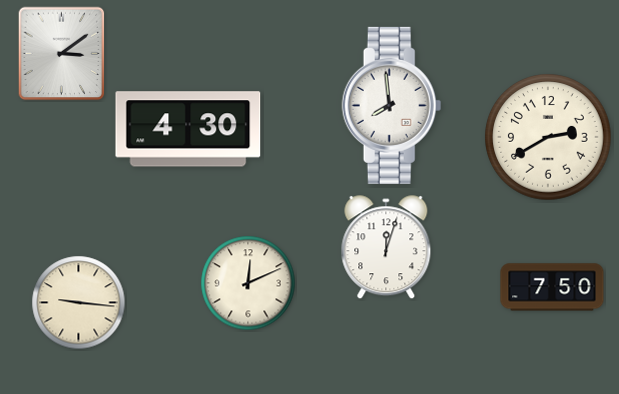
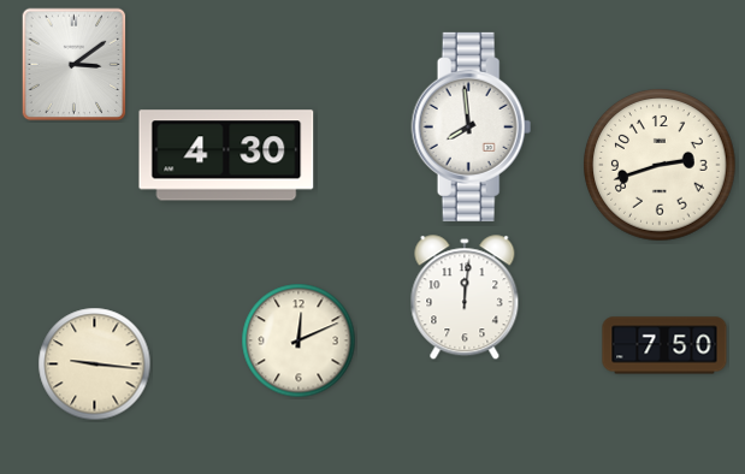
clock at (548, 137): 2:40 -> 2:42
clock at (386, 248): 12:03 -> 12:01
